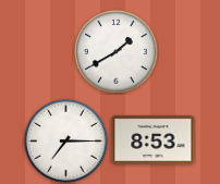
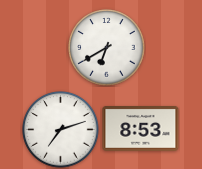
clock at (117, 52): 1:40 -> 6:40
clock at (66, 142): 7:15 -> 7:12
